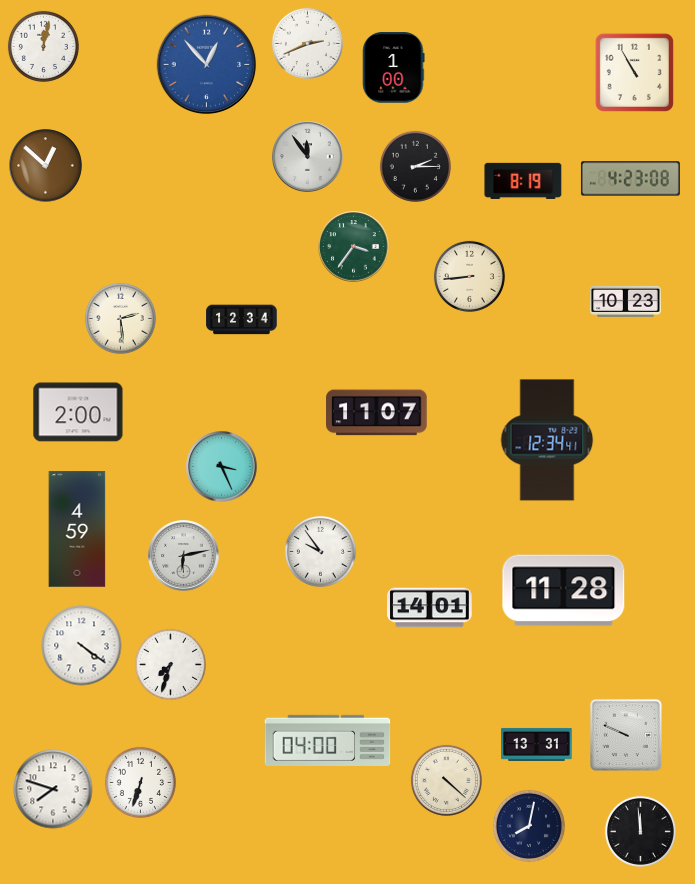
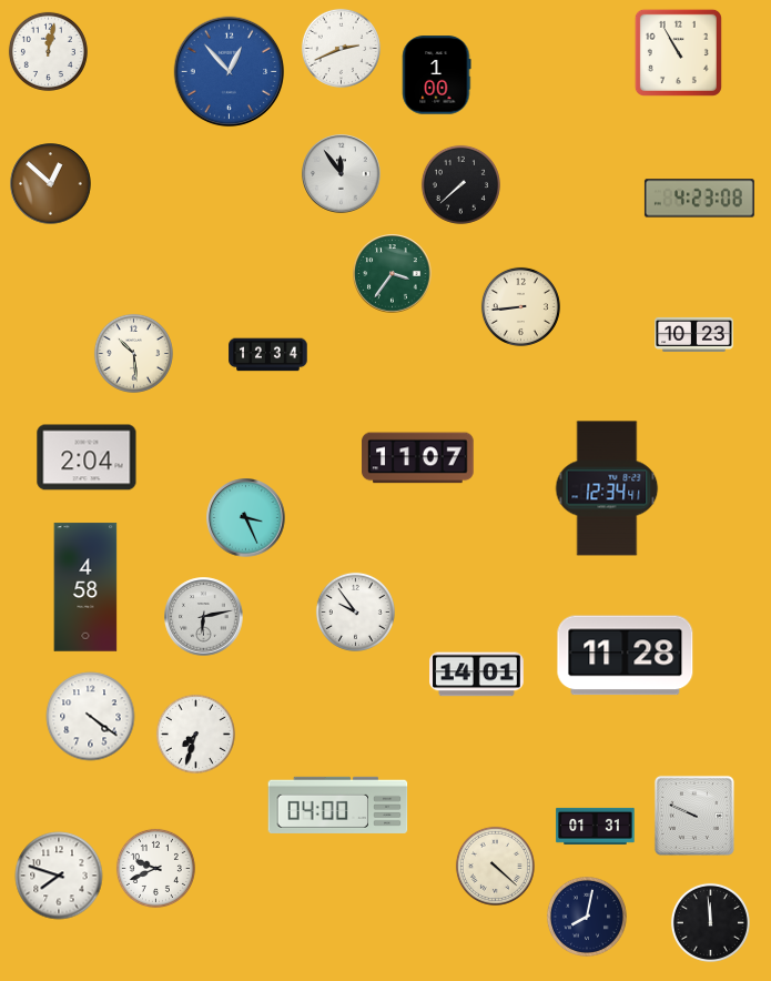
clock at (634, 72) position: (634, 72) -> (678, 52)
clock at (415, 166): 2:15 -> 7:38
clock at (523, 181): 8:19 -> none
clock at (120, 318): 2:29 -> 10:29
clock at (78, 412): 2:00 -> 2:04
clock at (77, 529): 4:59 -> 4:58
clock at (170, 664) position: (170, 664) -> (195, 734)
clock at (328, 740) position: (328, 740) -> (338, 805)
clock at (537, 744): 13:31 -> 01:31
clock at (140, 782): 6:33 -> 9:41
